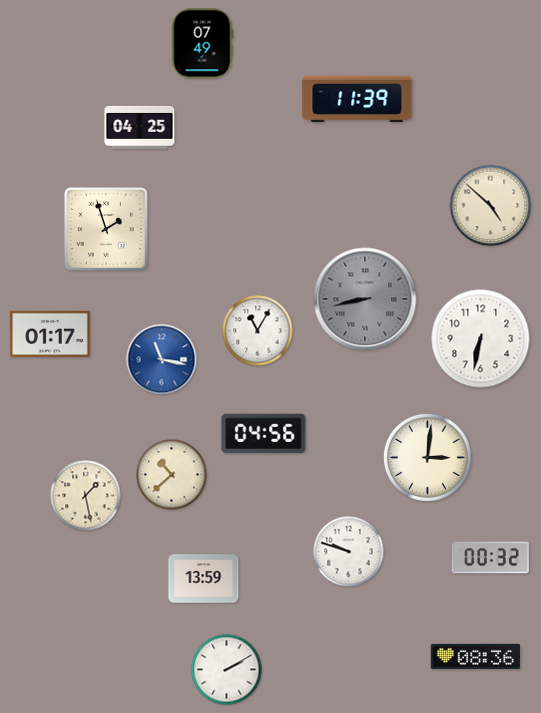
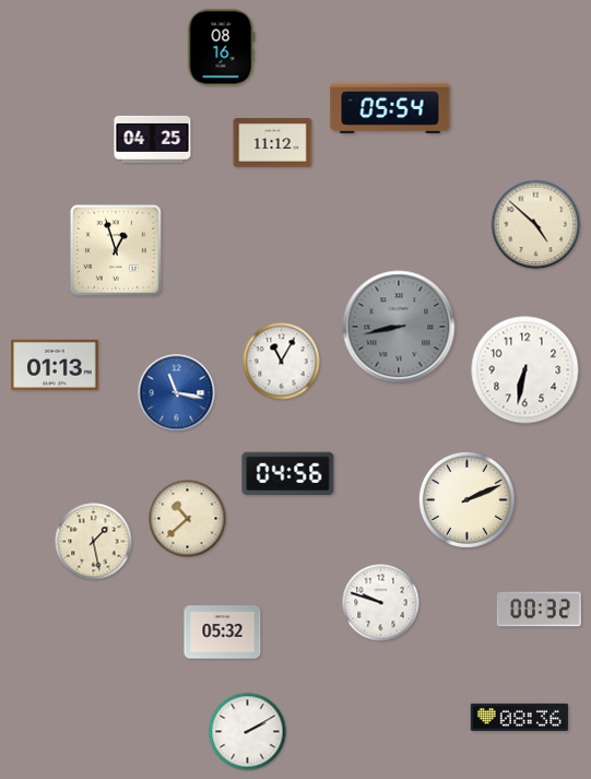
clock at (203, 44): 07:49 -> 08:16
clock at (357, 98): 11:39 -> 05:54
clock at (273, 143): none -> 11:12
clock at (106, 229): 1:57 -> 12:57
clock at (50, 334): 01:17 -> 01:13
clock at (427, 457): 3:01 -> 2:11
clock at (490, 558) position: (490, 558) -> (539, 610)
clock at (204, 579): 13:59 -> 05:32
